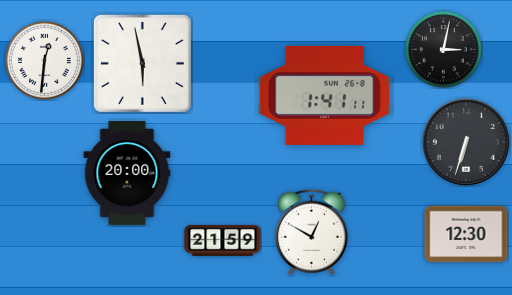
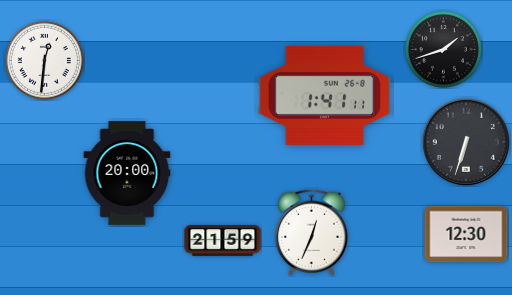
clock at (443, 49): 3:02 -> 1:42
clock at (142, 63): 5:58 -> none
clock at (311, 232): 12:50 -> 12:34
